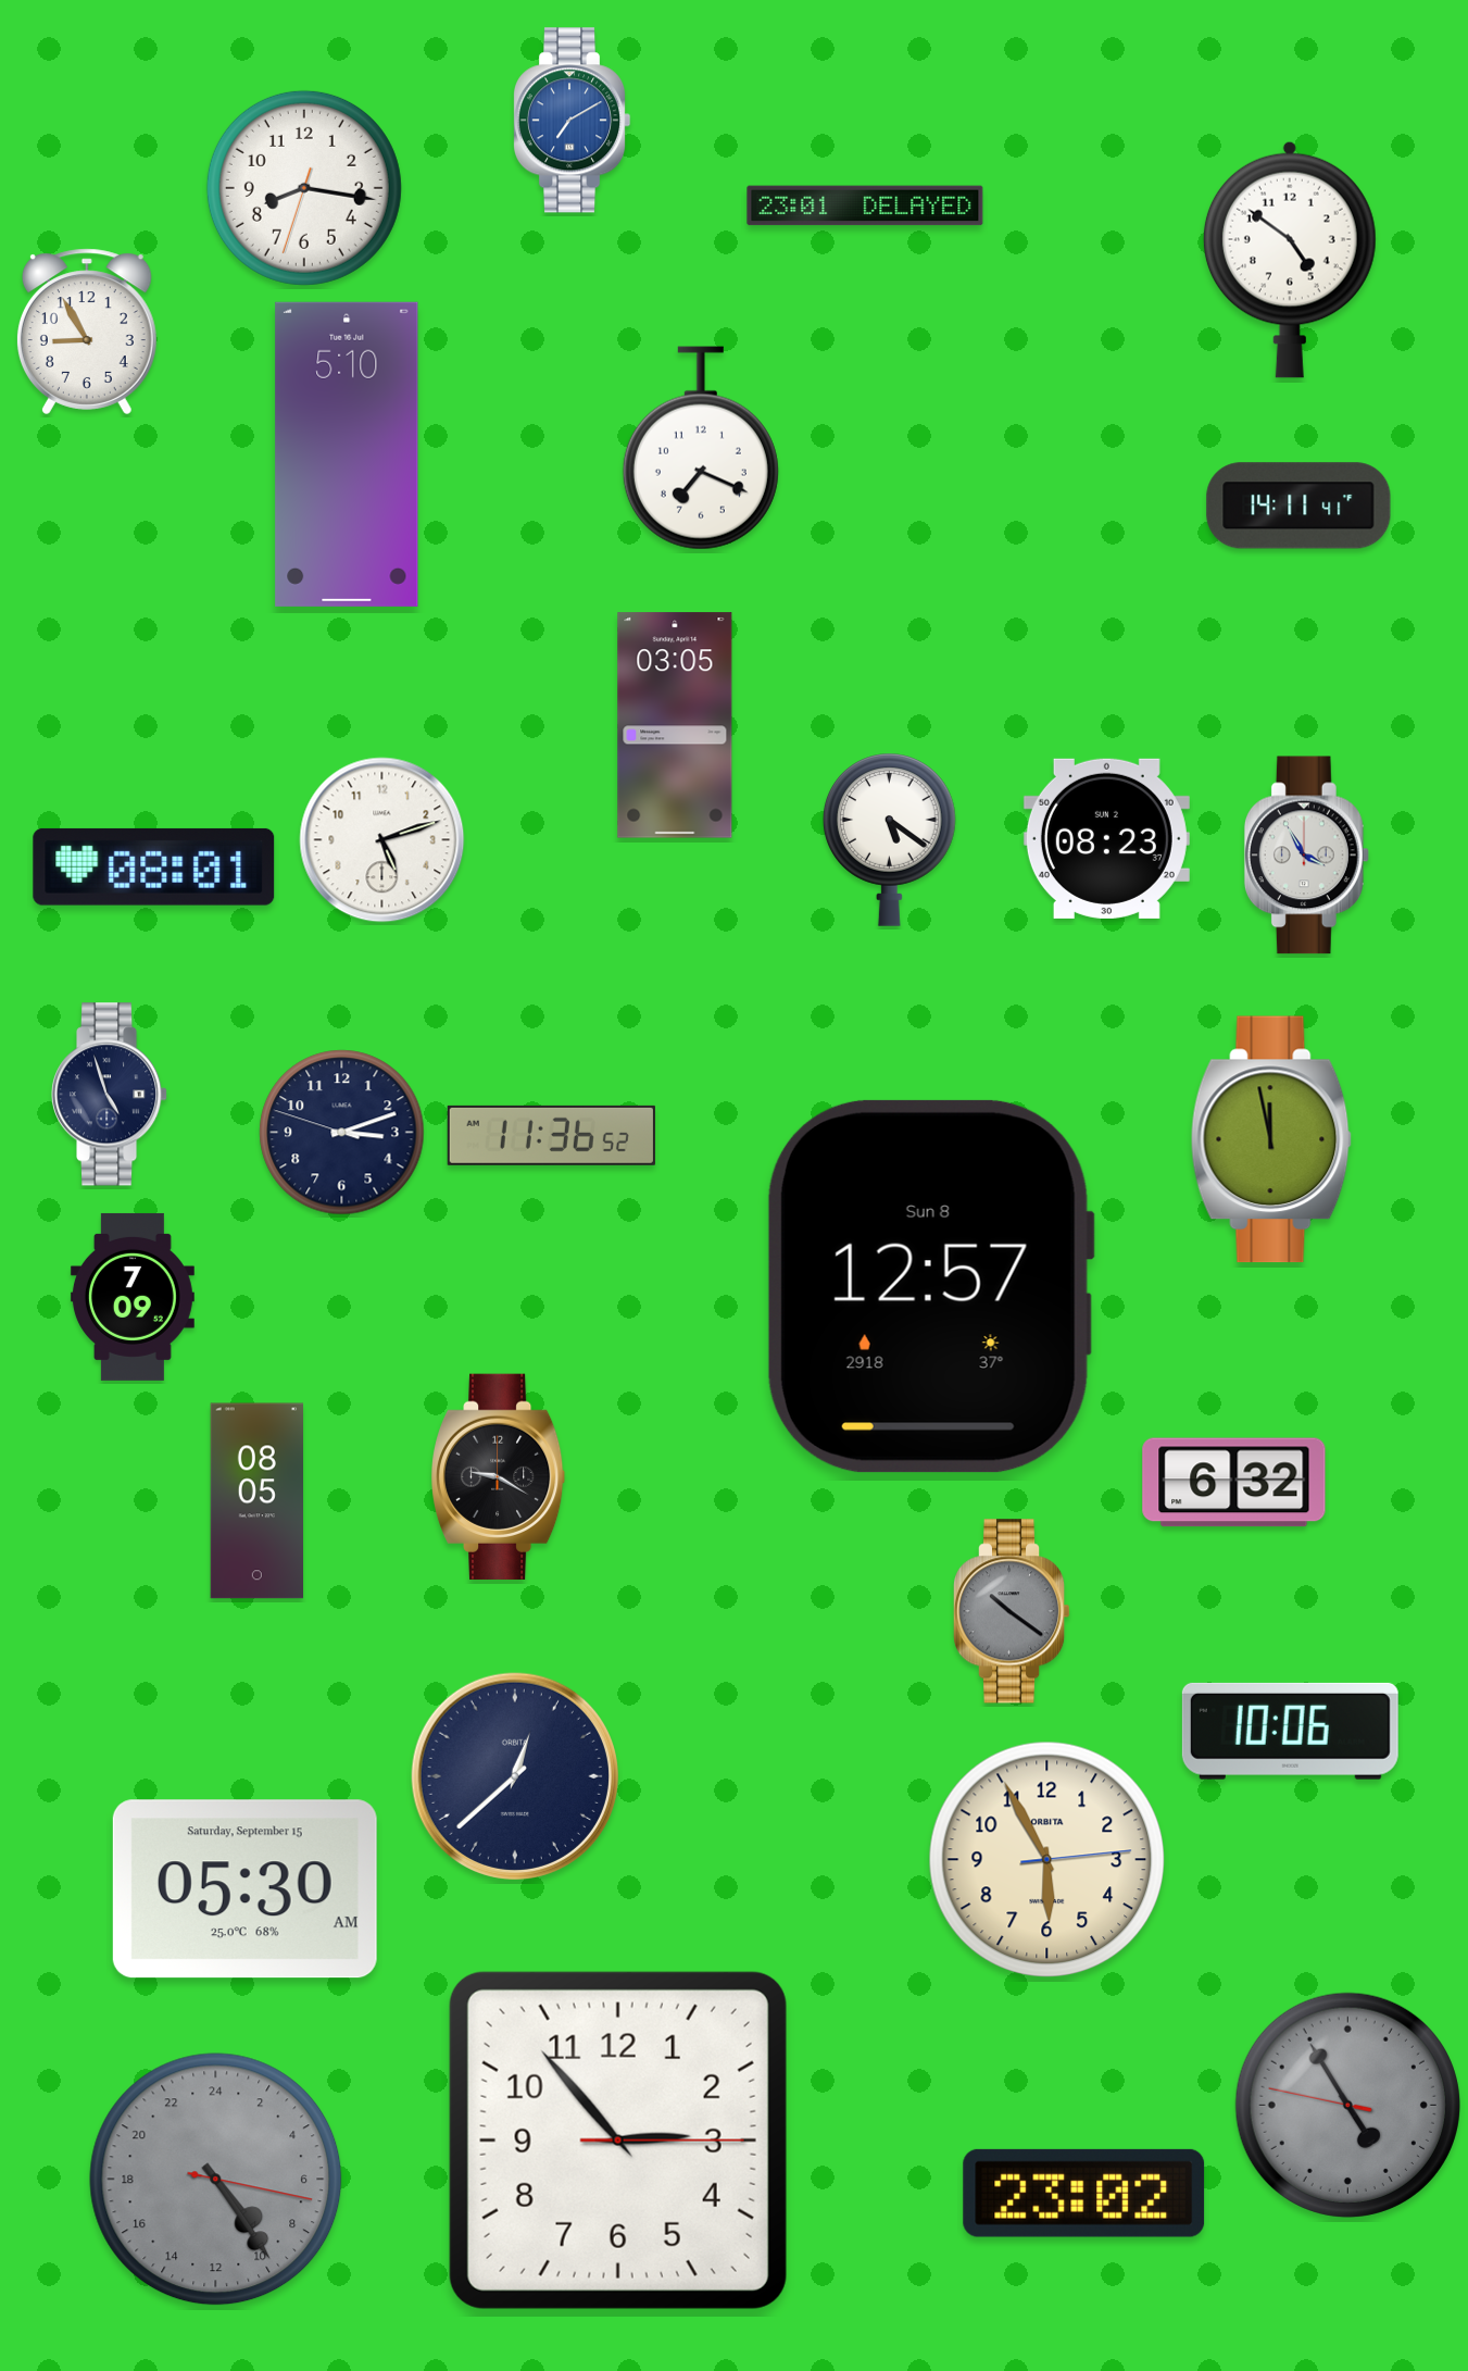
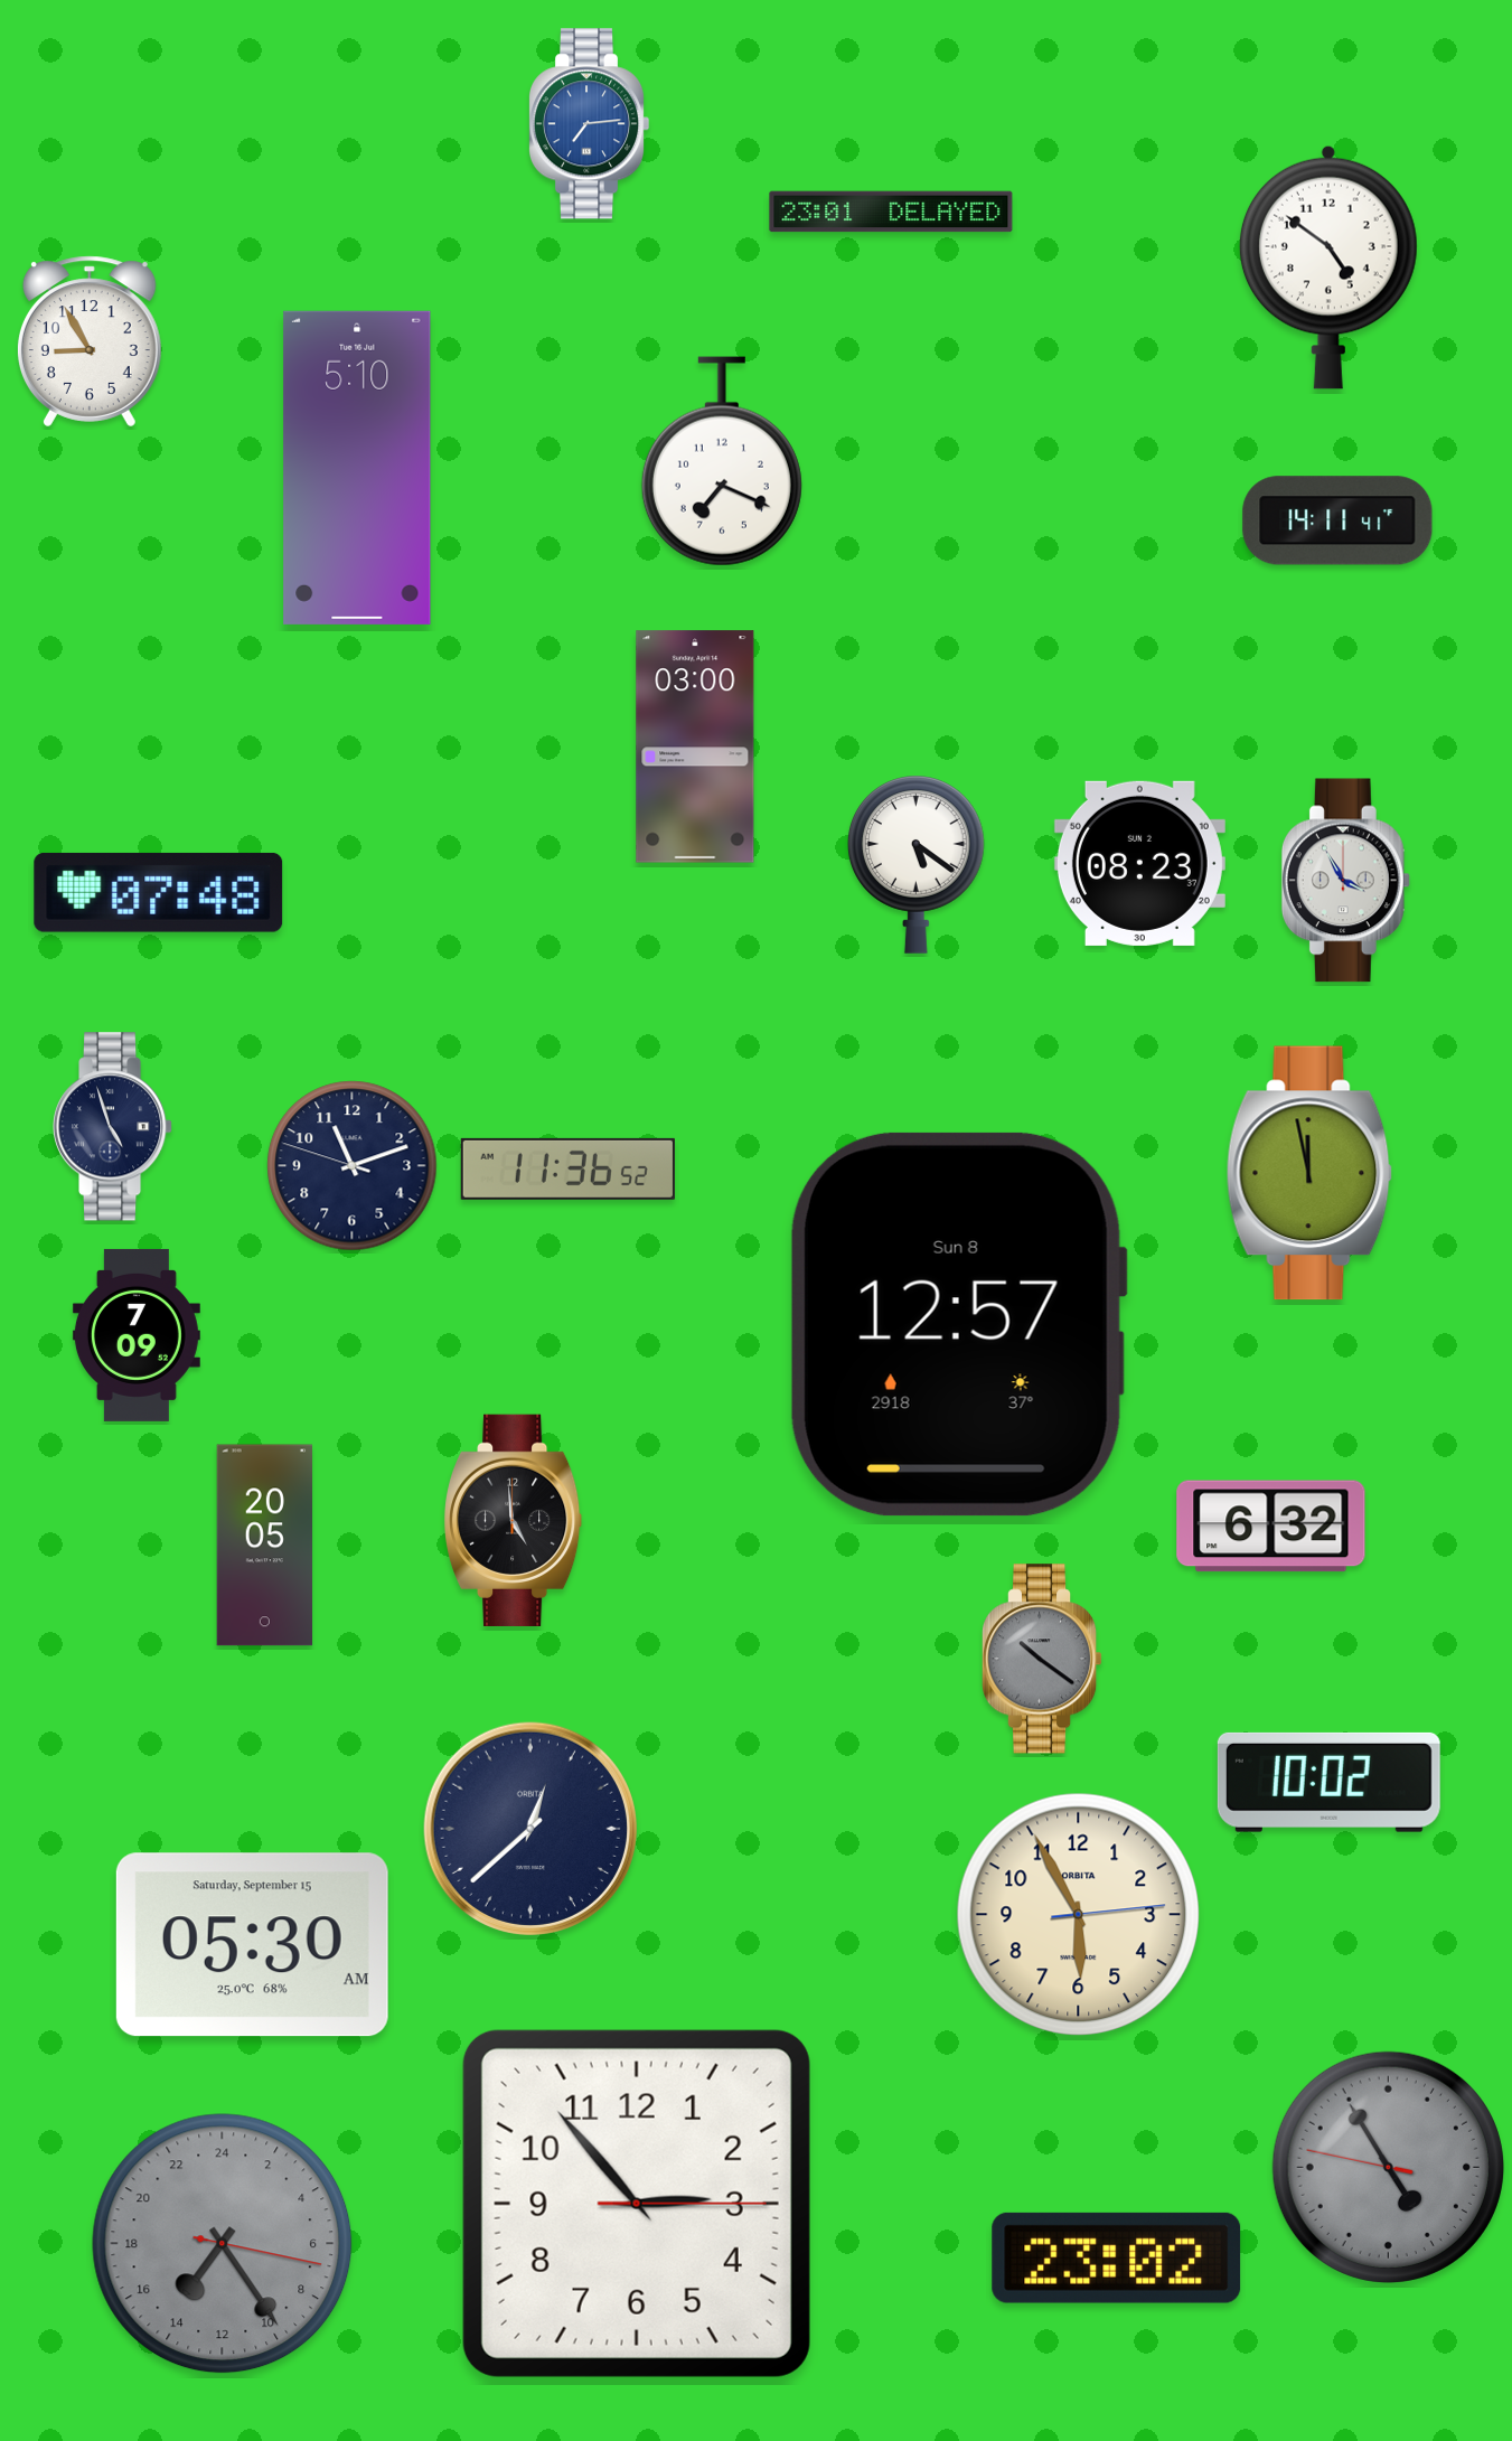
clock at (572, 121): 7:10 -> 7:14
clock at (304, 188): 8:16 -> none
clock at (675, 725): 03:05 -> 03:00
clock at (382, 840): 5:12 -> none
clock at (154, 866): 08:01 -> 07:48
clock at (342, 1133): 3:11 -> 11:11
clock at (498, 1476): 9:20 -> 4:59
clock at (258, 1501): 08:05 -> 20:05
clock at (1290, 1731): 10:06 -> 10:02
clock at (216, 2180): 9:24 -> 14:24
